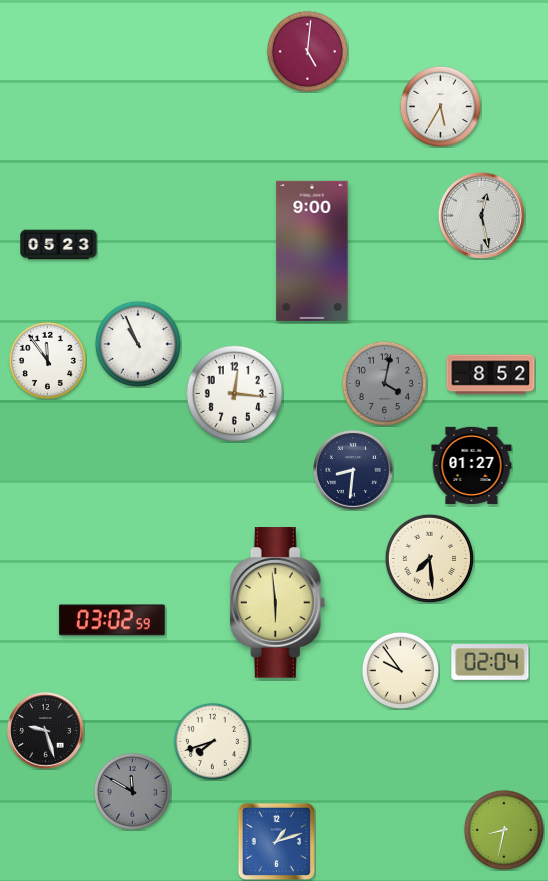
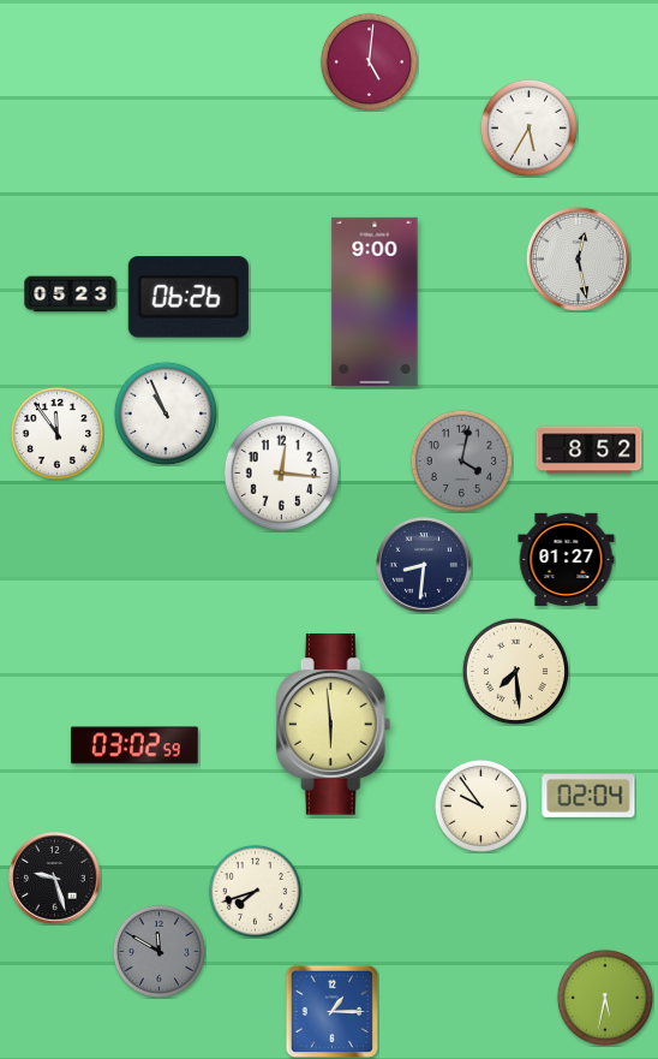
clock at (189, 297): none -> 06:26
clock at (504, 830): 8:32 -> 5:32
clock at (276, 841): 1:12 -> 1:15
